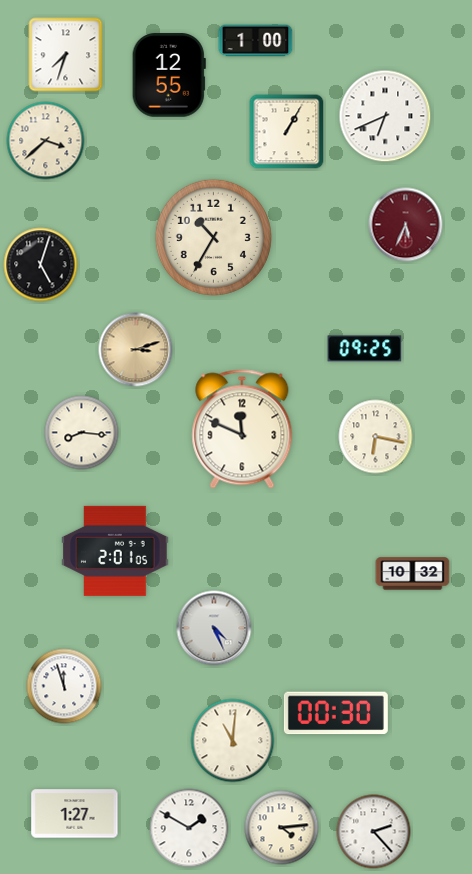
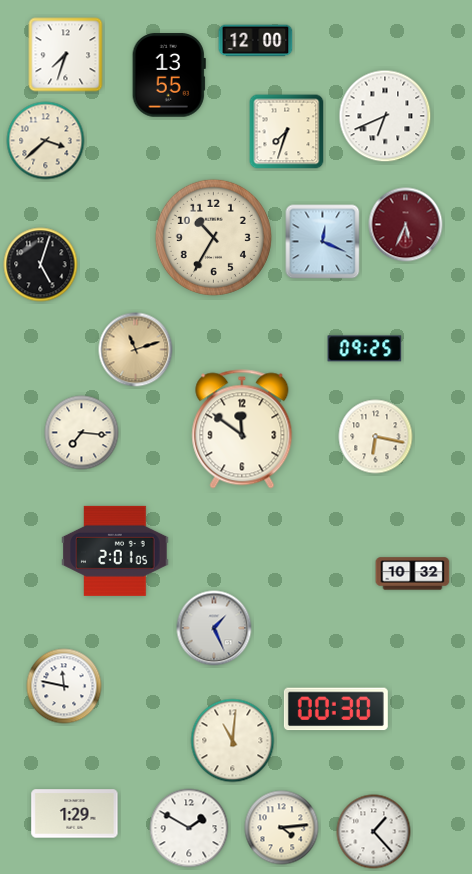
clock at (256, 41): 1:00 -> 12:00
clock at (169, 75): 12:55 -> 13:55
clock at (287, 132): 1:05 -> 7:33
clock at (323, 242): none -> 12:19
clock at (136, 350): 3:12 -> 11:12
clock at (242, 429): 11:49 -> 11:51
clock at (82, 433): 8:16 -> 7:16
clock at (214, 628): 4:26 -> 1:26
clock at (64, 686): 11:57 -> 11:47
clock at (336, 713) position: (336, 713) -> (336, 709)
clock at (75, 814): 1:27 -> 1:29
clock at (374, 832): 2:23 -> 1:23
